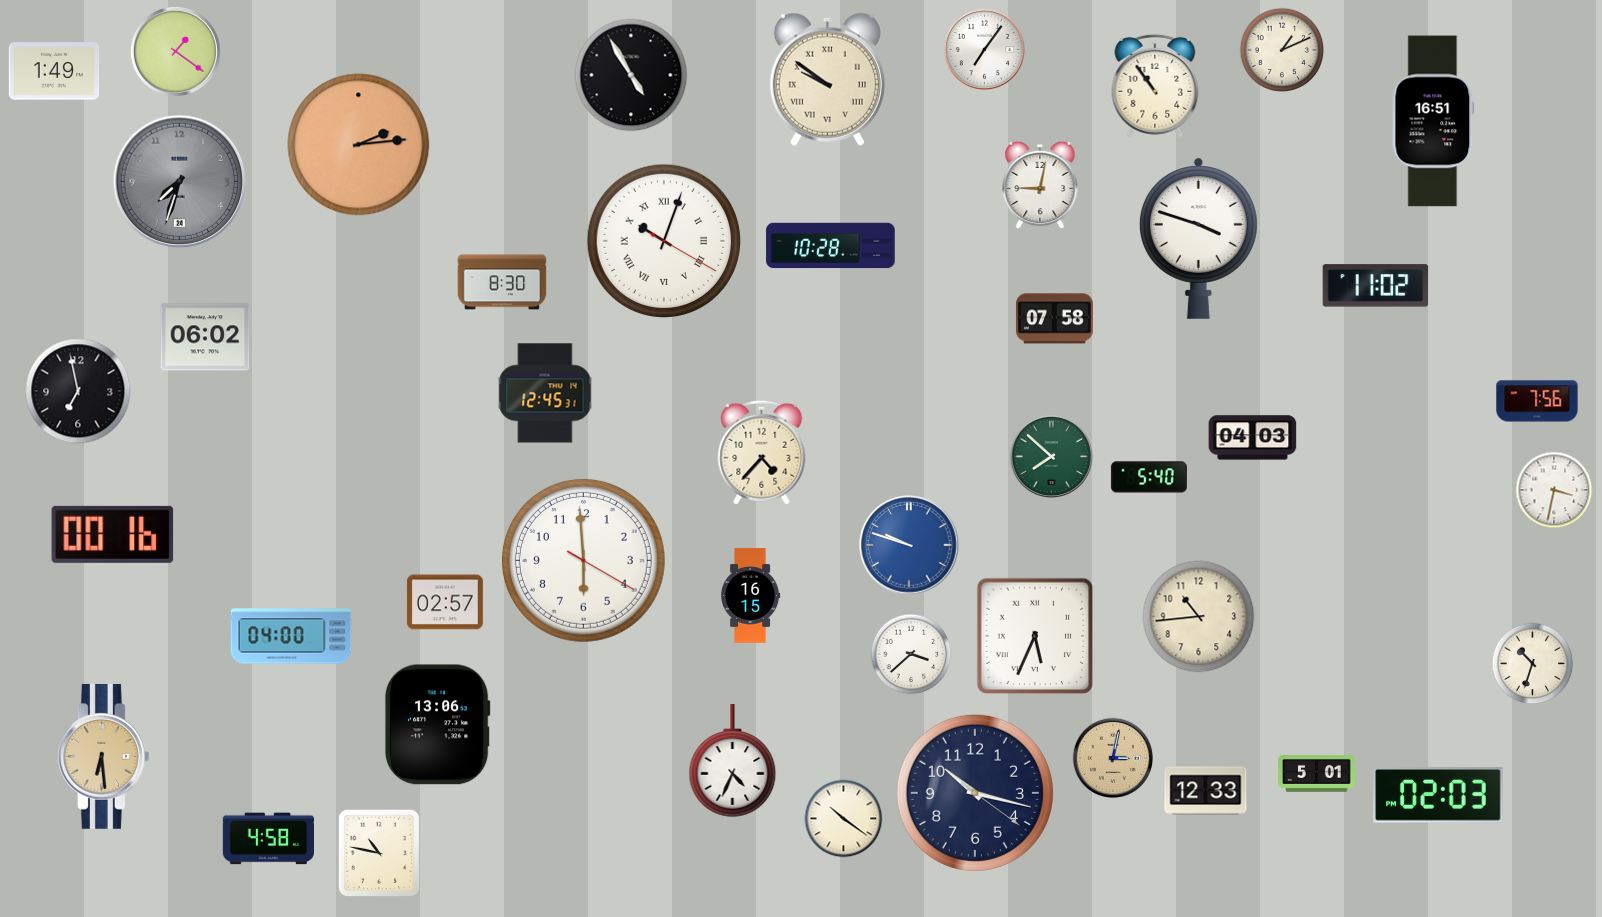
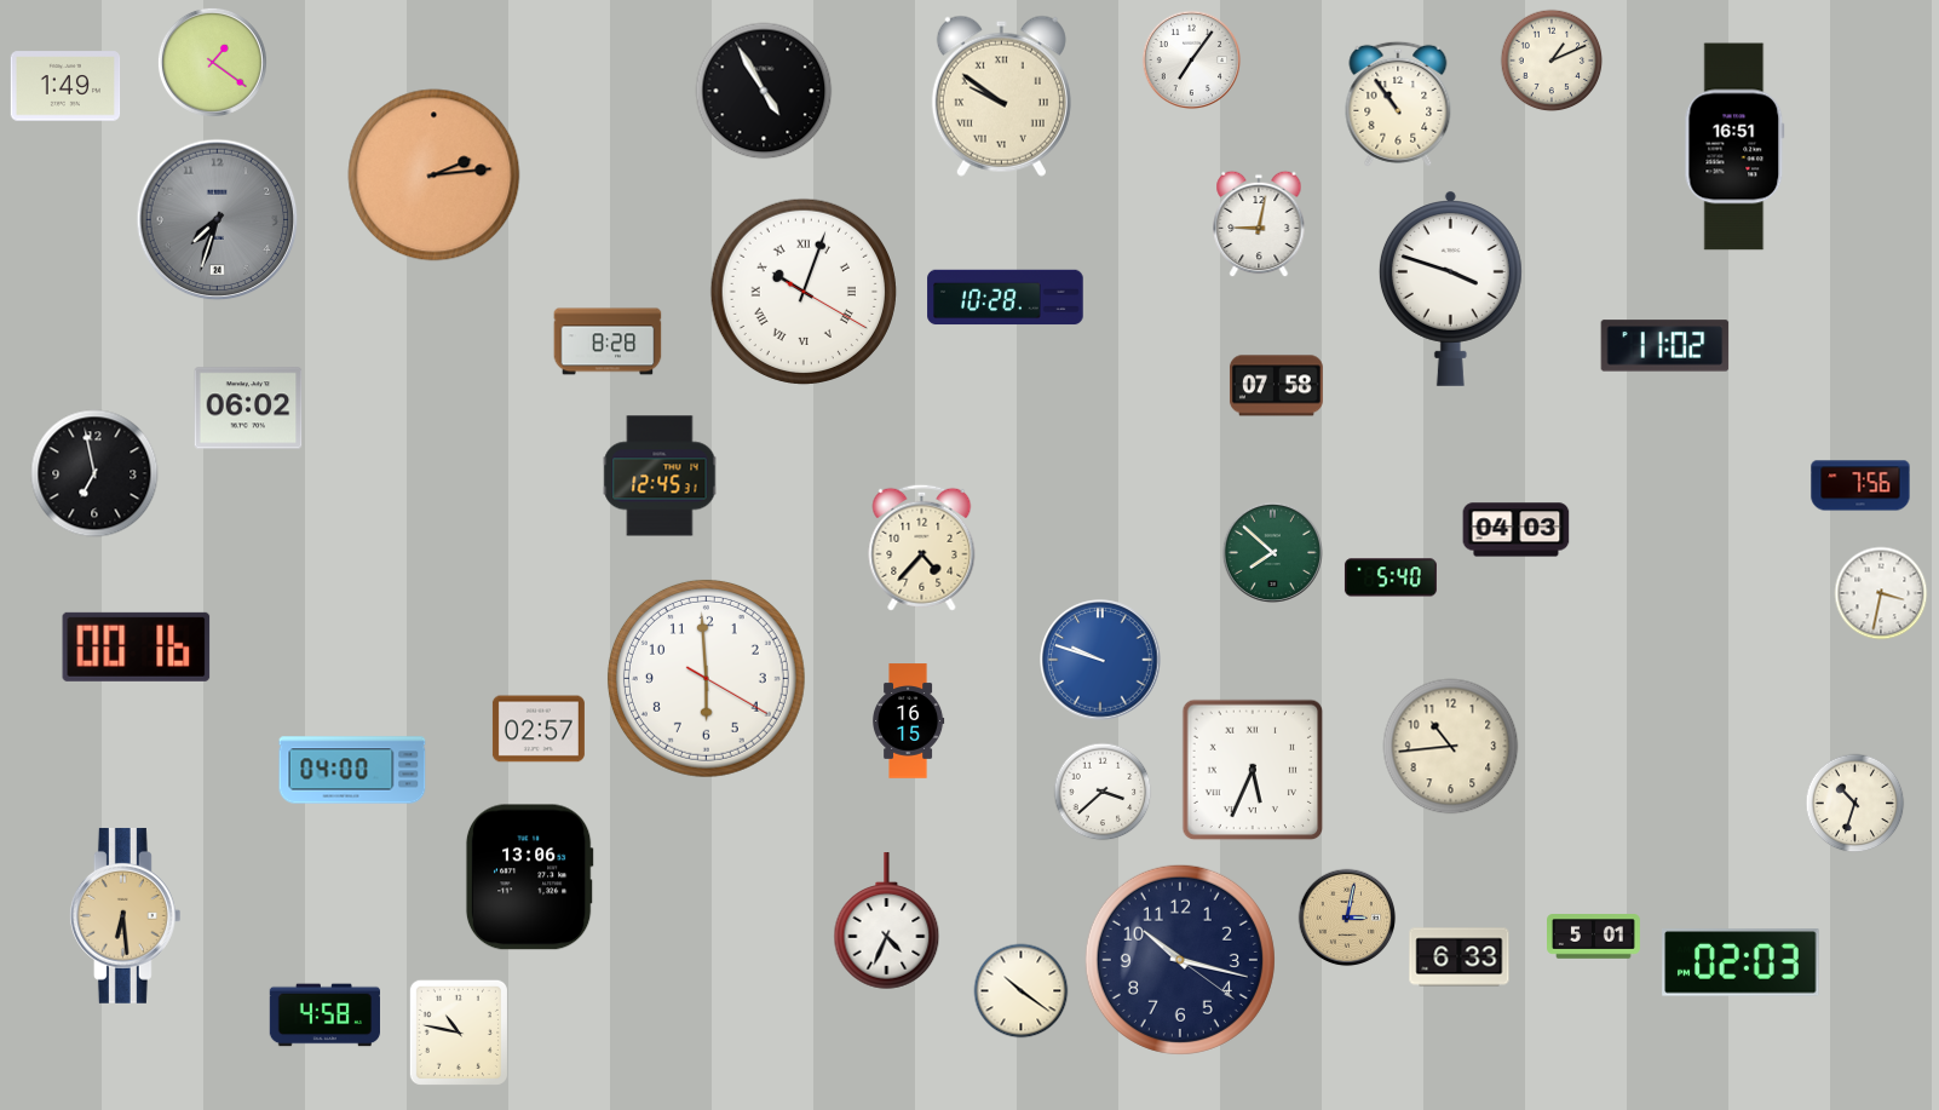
clock at (502, 282): 8:30 -> 8:28
clock at (1206, 791): 12:33 -> 6:33
